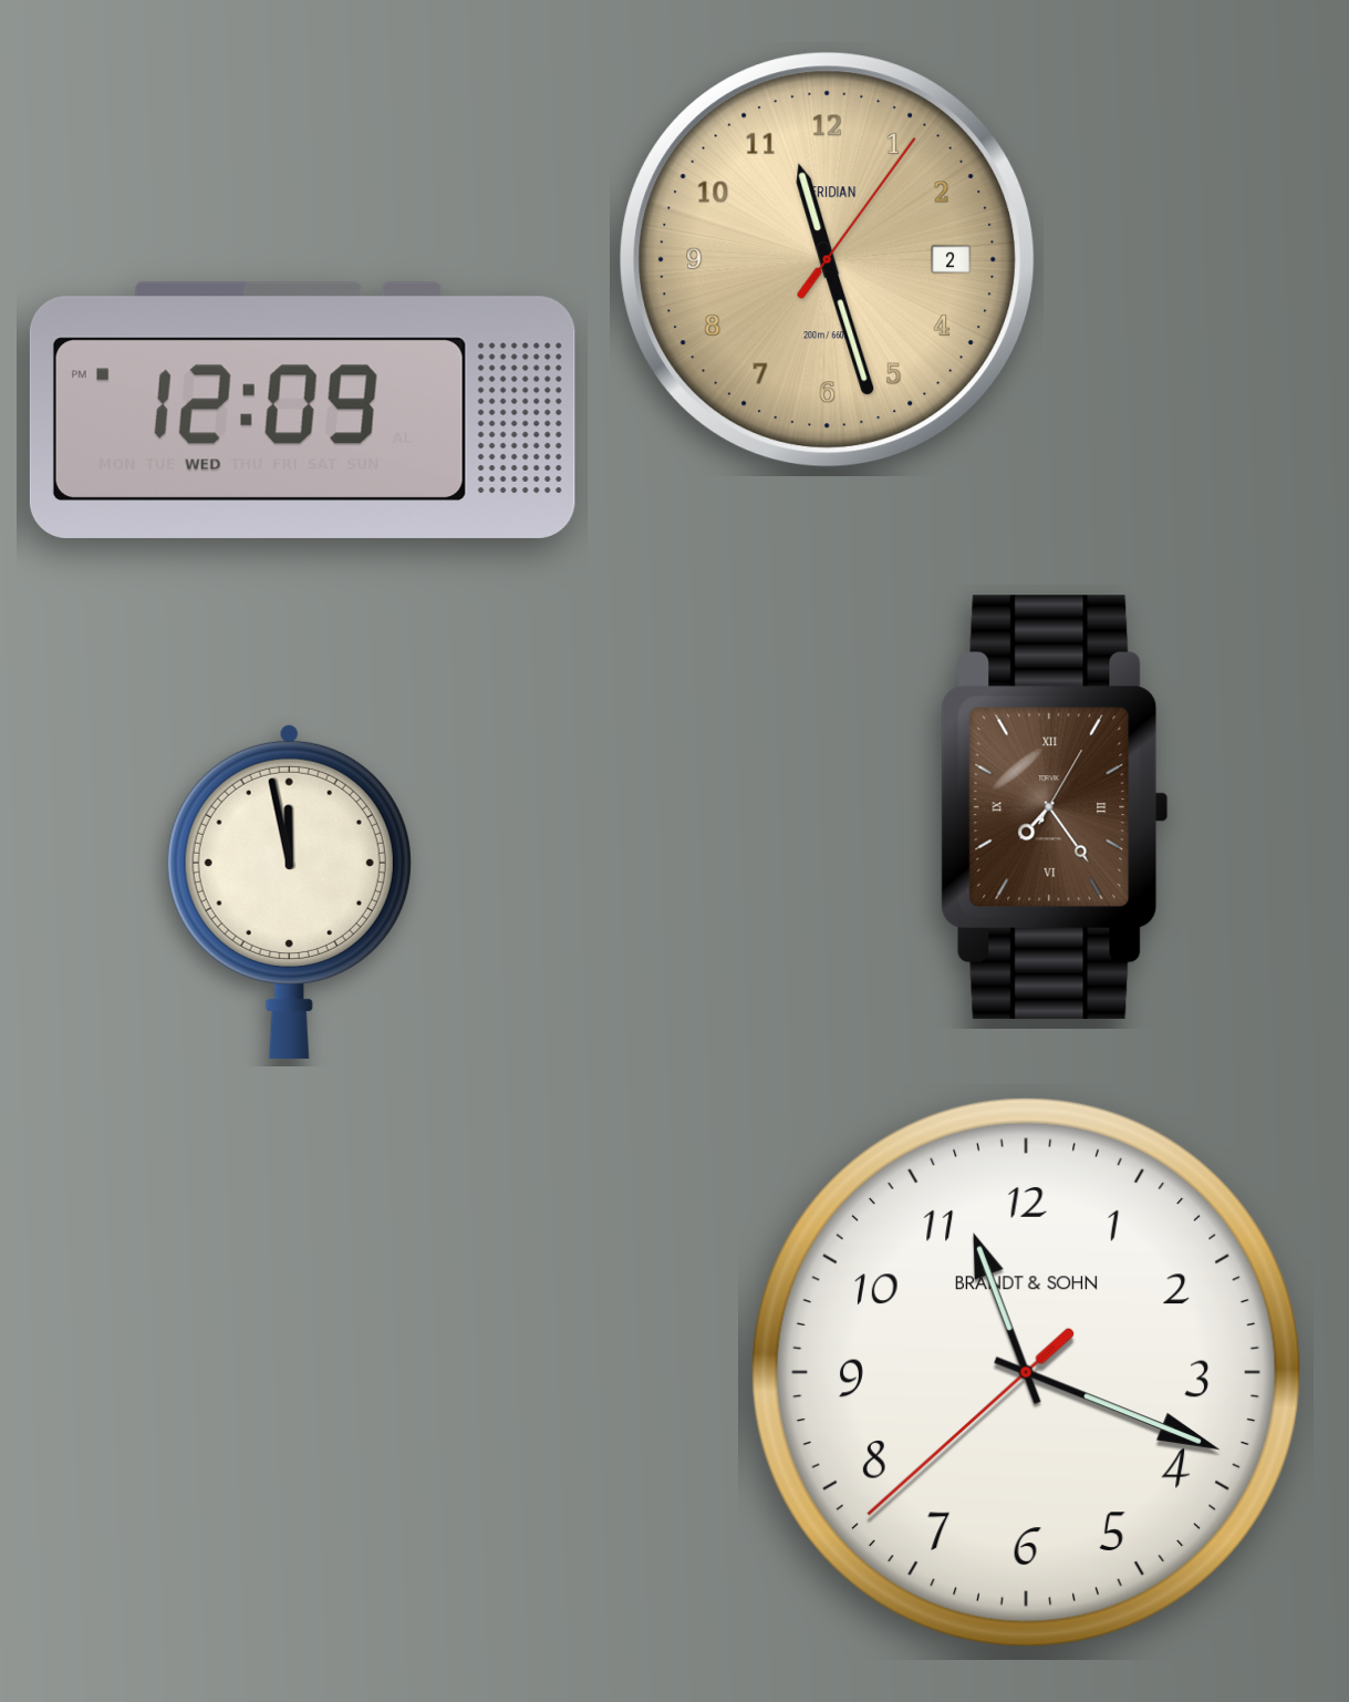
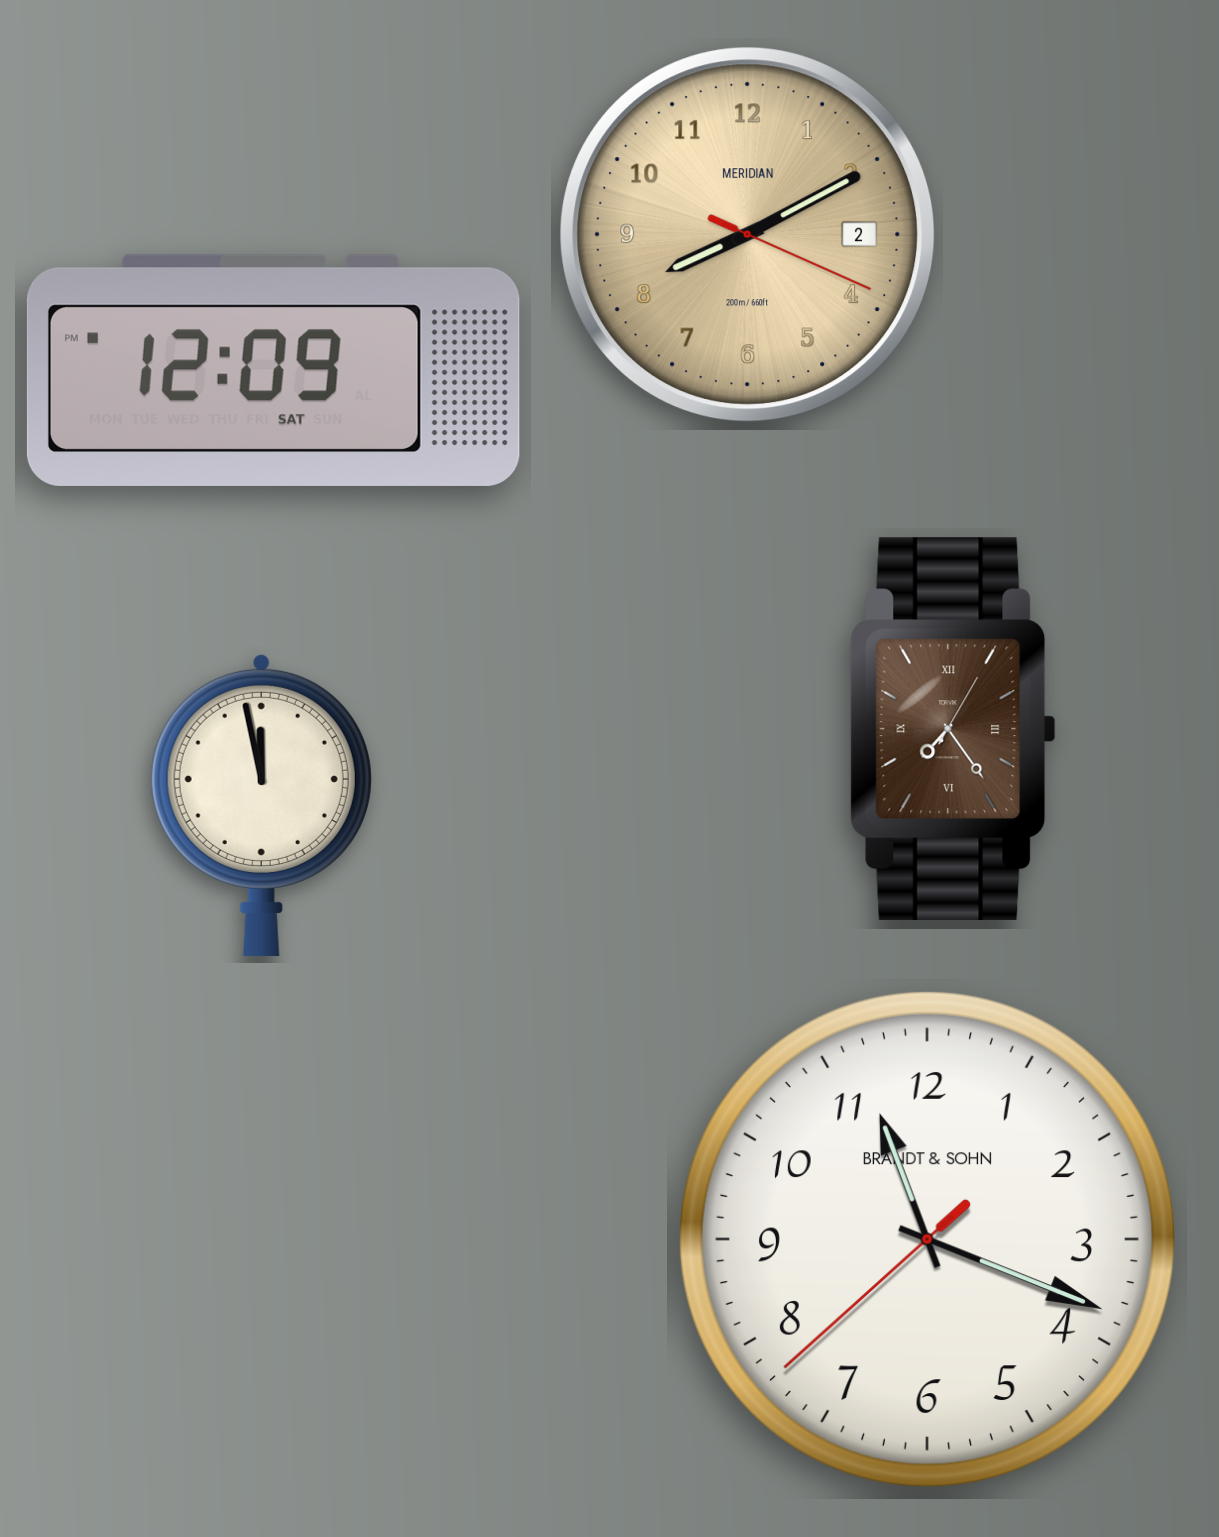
clock at (828, 260): 11:27 -> 8:10
clock at (302, 410) date: WED -> SAT
